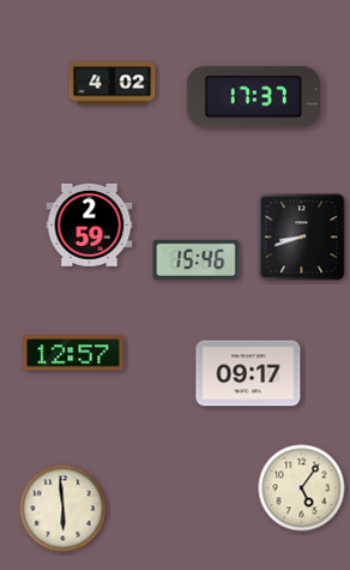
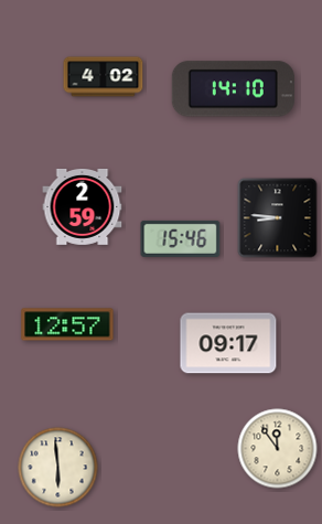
clock at (253, 97): 17:37 -> 14:10
clock at (302, 238): 8:42 -> 8:46
clock at (302, 488): 5:06 -> 11:54
